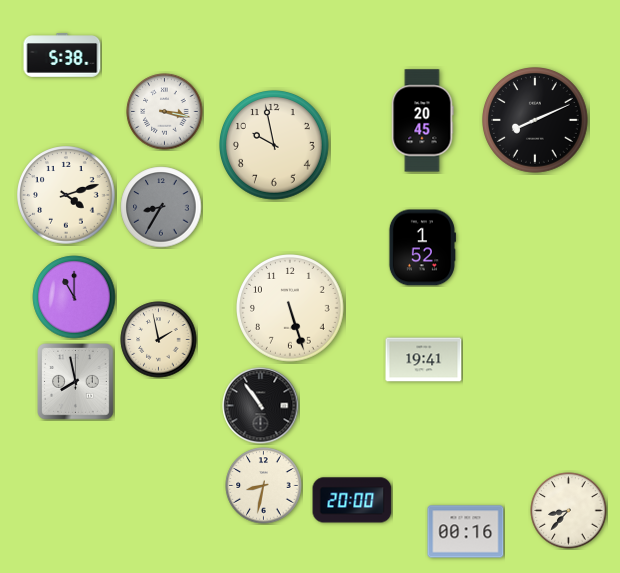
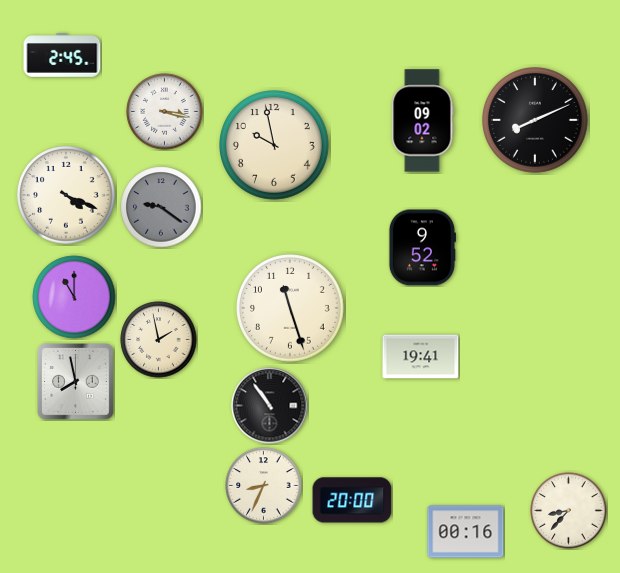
clock at (62, 55): 5:38 -> 2:45
clock at (422, 121): 20:45 -> 09:02
clock at (66, 195): 4:12 -> 4:19
clock at (161, 207): 8:35 -> 9:21
clock at (422, 248): 1:52 -> 9:52
clock at (291, 309): 5:27 -> 11:27
clock at (424, 360) position: (424, 360) -> (421, 357)
clock at (261, 406) position: (261, 406) -> (270, 406)
clock at (264, 486): 8:32 -> 8:34
